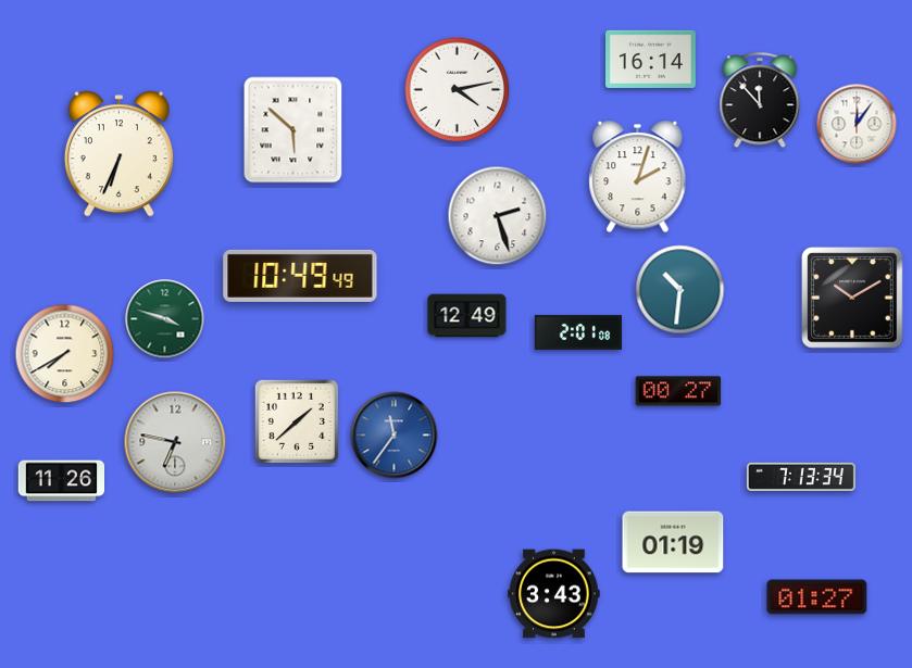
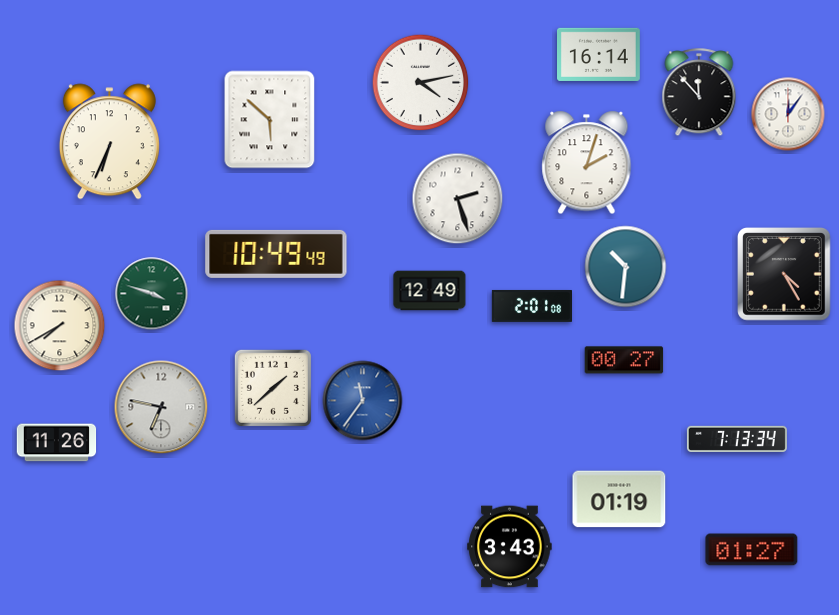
clock at (853, 299): 10:10 -> 4:25
